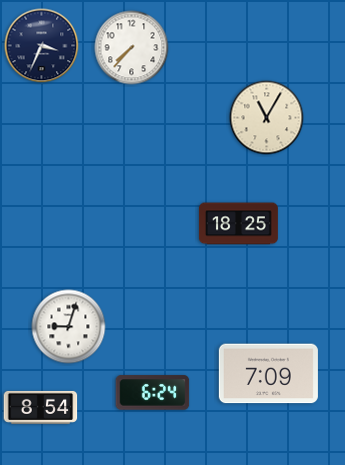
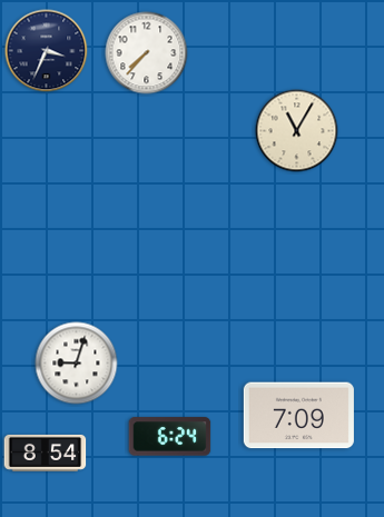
clock at (238, 224): 18:25 -> none
